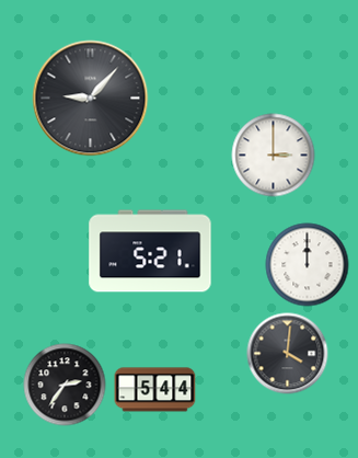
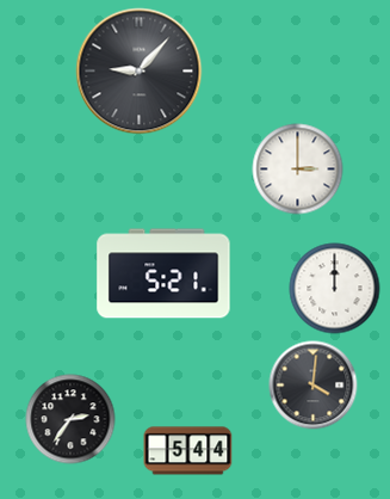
clock at (91, 99) position: (91, 99) -> (140, 72)
clock at (155, 390) position: (155, 390) -> (188, 451)
